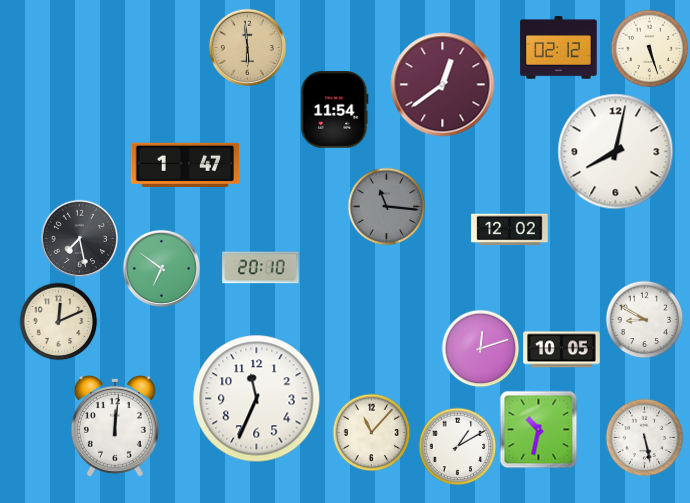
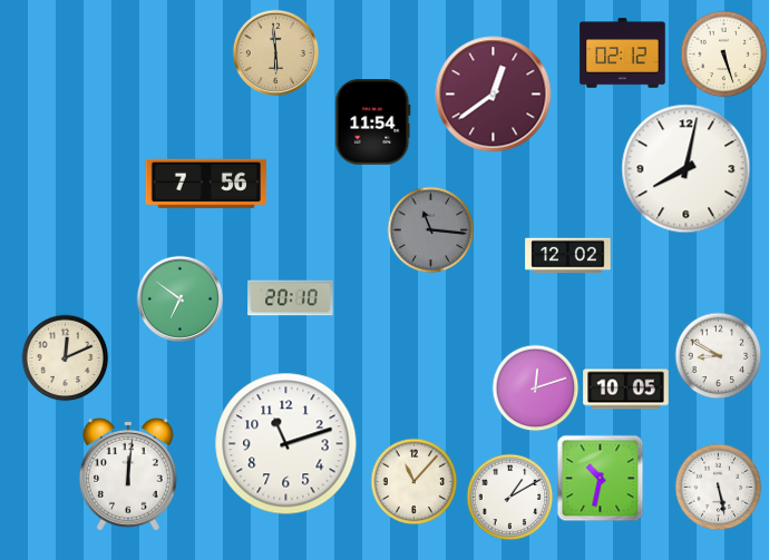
clock at (185, 164): 1:47 -> 7:56
clock at (79, 238): 7:28 -> none
clock at (257, 399): 11:34 -> 11:12
